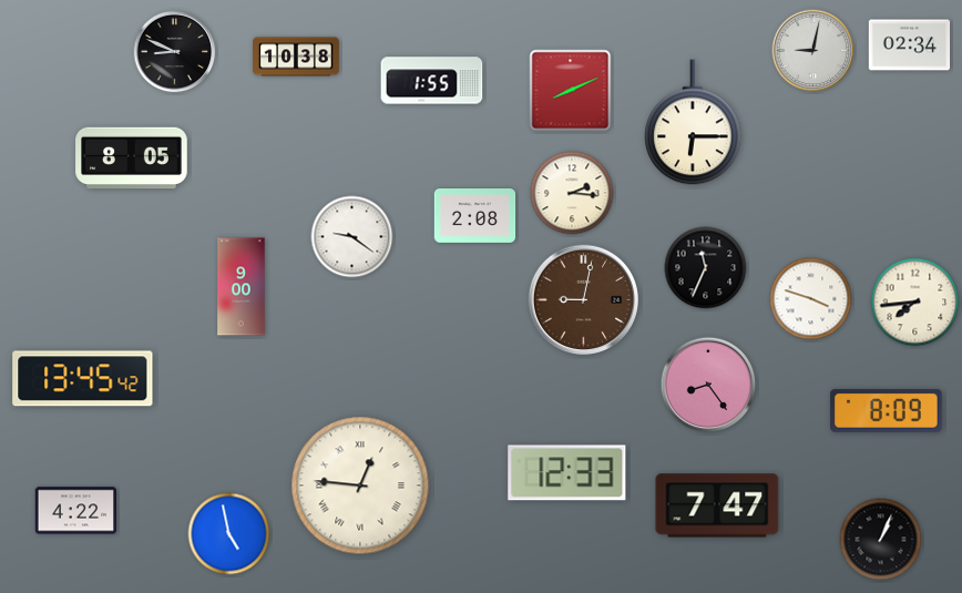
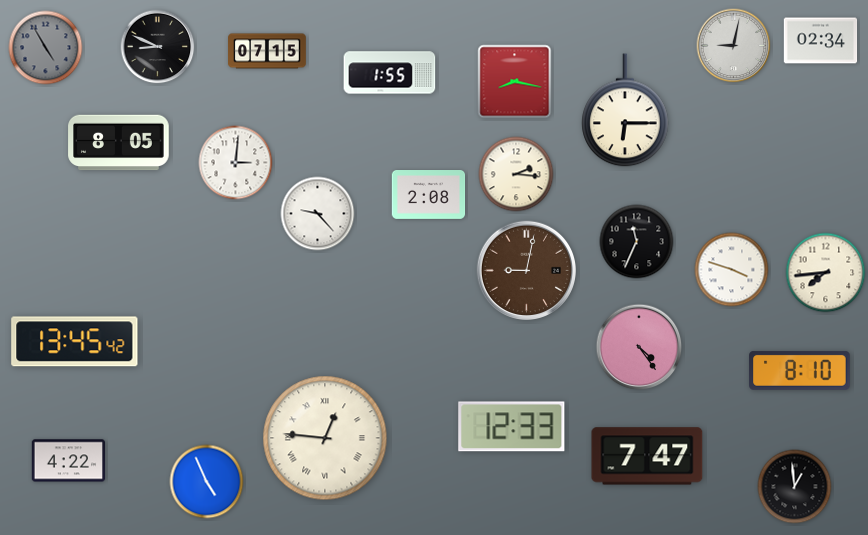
clock at (46, 48): none -> 4:55
clock at (296, 57): 10:38 -> 07:15
clock at (571, 91): 8:11 -> 8:17
clock at (236, 163): none -> 3:01
clock at (352, 237): 9:21 -> 9:23
clock at (242, 287): 9:00 -> none
clock at (708, 385): 8:24 -> 4:24
clock at (887, 410): 8:09 -> 8:10
clock at (229, 534): 4:58 -> 4:56
clock at (881, 540): 1:04 -> 12:59
